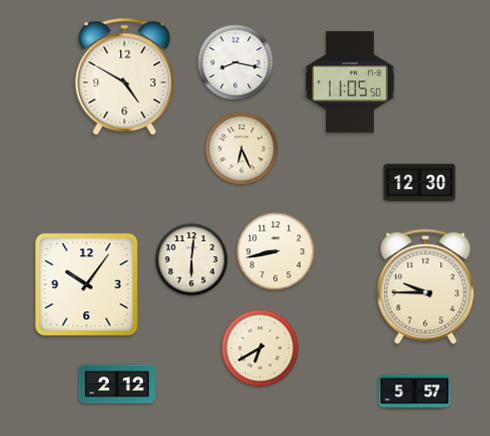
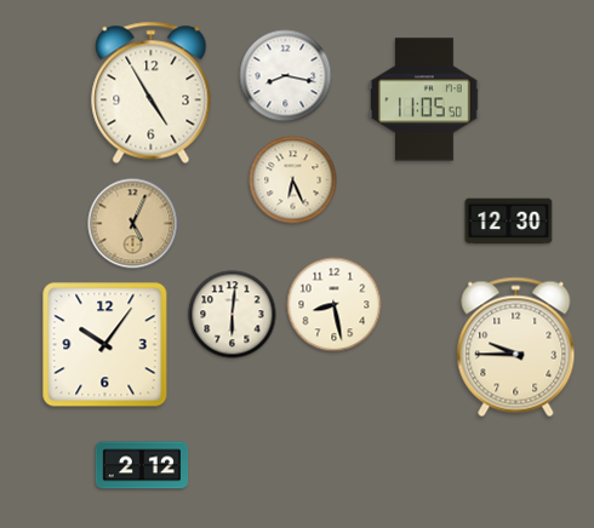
clock at (125, 76): 4:50 -> 4:55
clock at (133, 224): none -> 5:04
clock at (276, 252): 8:43 -> 8:28
clock at (260, 348): 6:40 -> none
clock at (415, 392): 5:57 -> none
